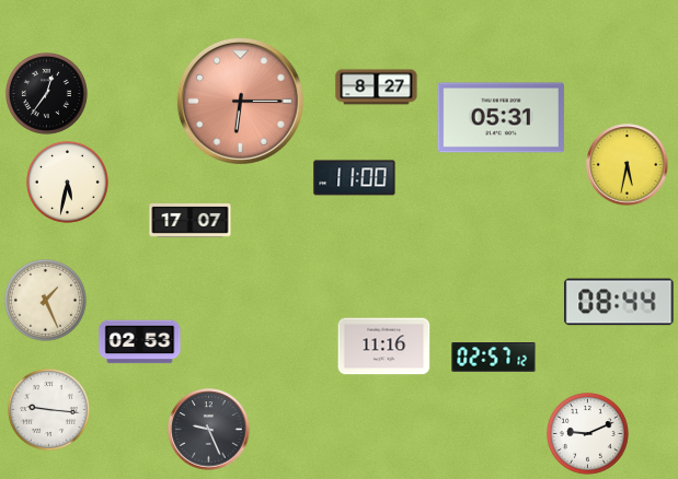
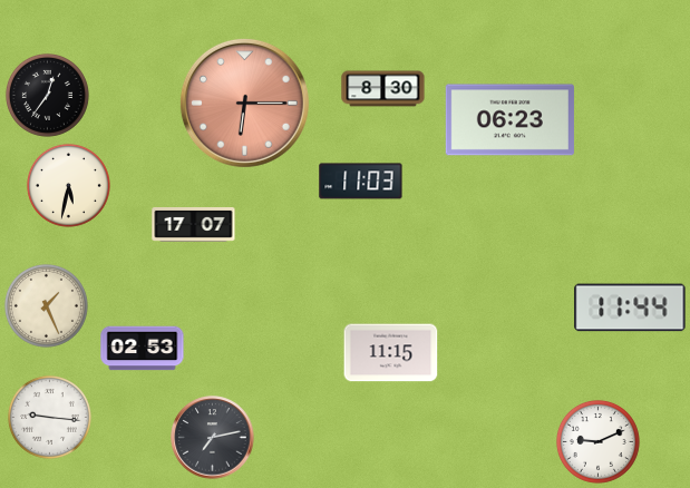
clock at (377, 87): 8:27 -> 8:30
clock at (501, 118): 05:31 -> 06:23
clock at (628, 165): 5:32 -> none
clock at (355, 178): 11:00 -> 11:03
clock at (619, 302): 08:44 -> 11:44
clock at (384, 347): 11:16 -> 11:15
clock at (494, 358): 02:57 -> none
clock at (209, 430): 9:26 -> 7:13
